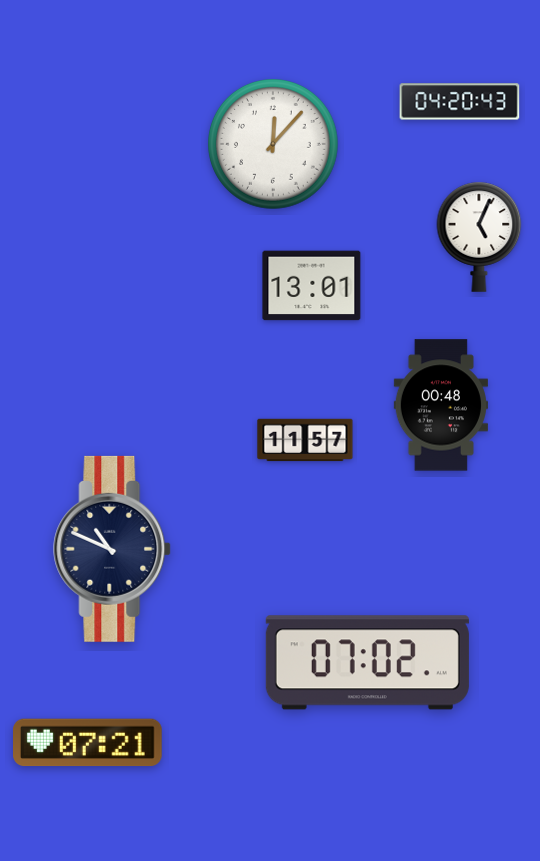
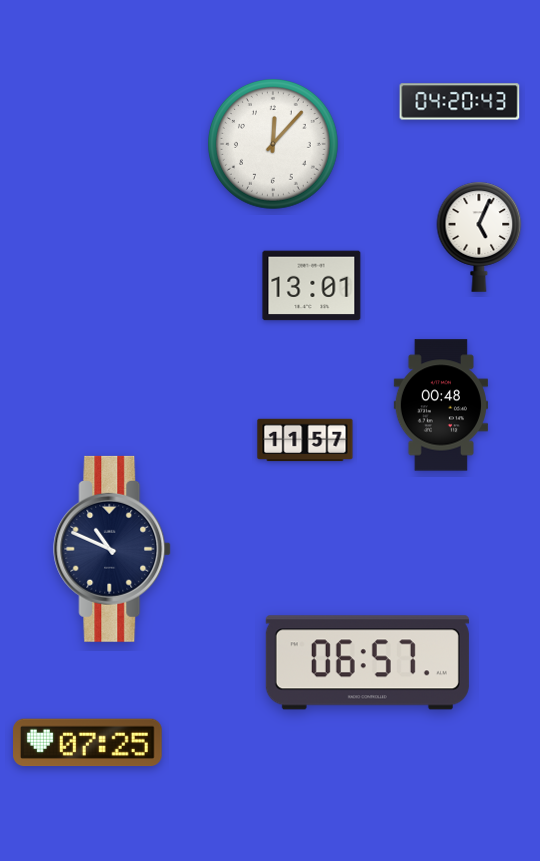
clock at (367, 663): 07:02 -> 06:57
clock at (88, 743): 07:21 -> 07:25
